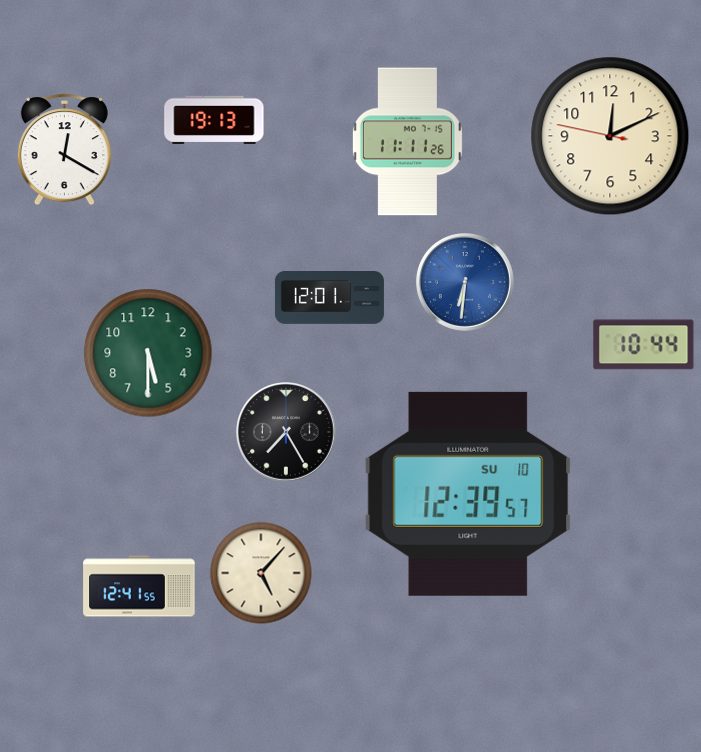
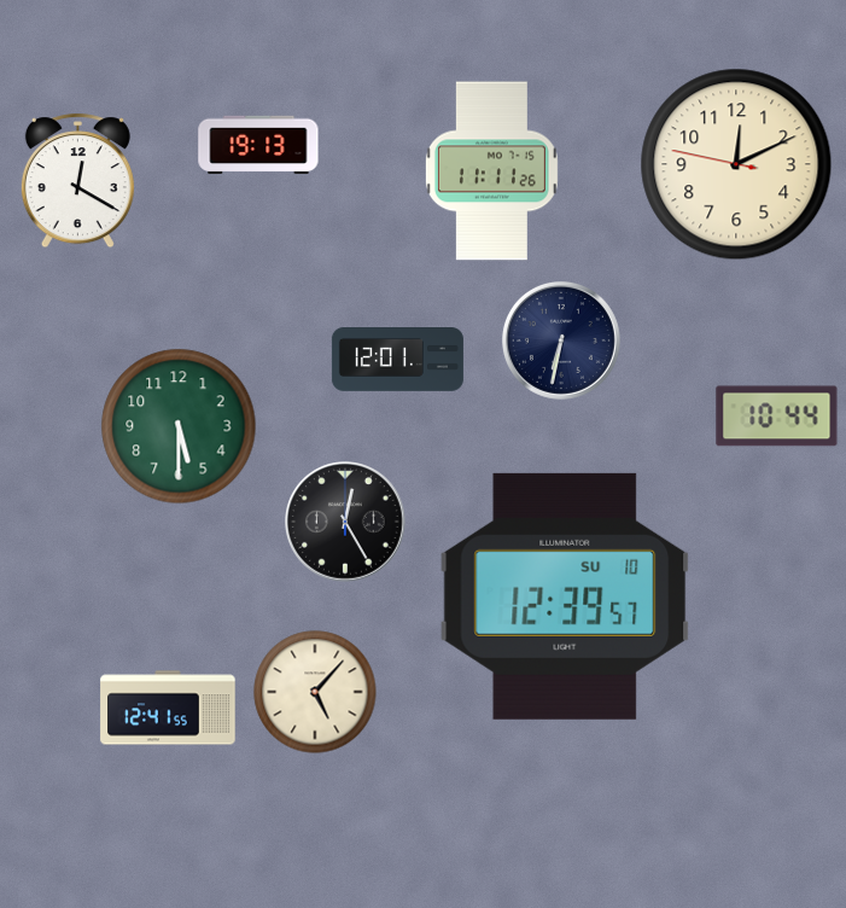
clock at (465, 282): 6:31 -> 6:32
clock at (465, 282) dial: blue -> navy
clock at (287, 433): 7:25 -> 12:25
